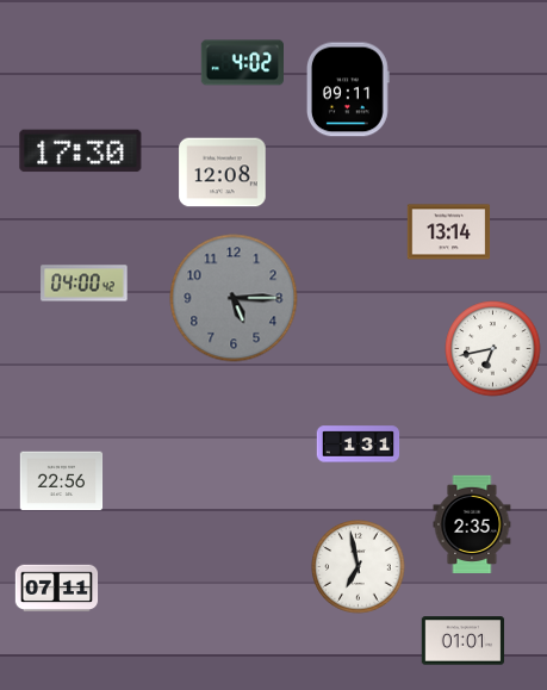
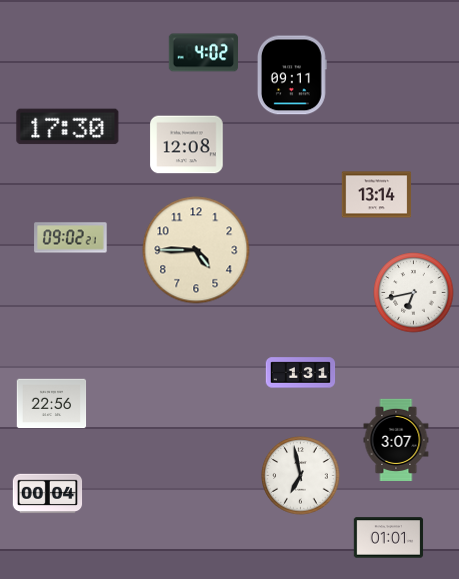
clock at (85, 284): 04:00 -> 09:02
clock at (234, 298): 5:15 -> 4:45
clock at (234, 298) dial: grey -> cream
clock at (472, 523): 2:35 -> 3:07
clock at (57, 589): 07:11 -> 00:04
